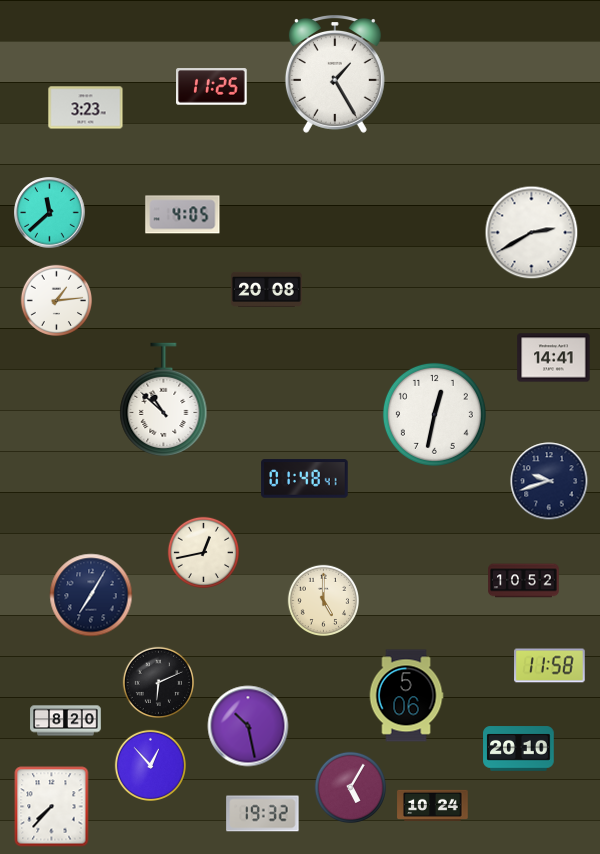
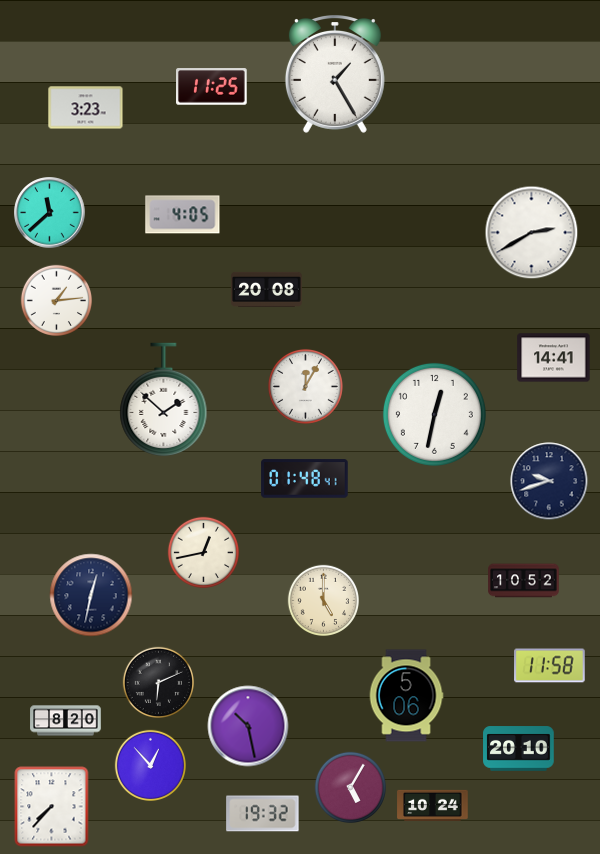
clock at (305, 386): none -> 12:05
clock at (164, 399): 10:52 -> 1:52
clock at (91, 595): 7:05 -> 12:32
